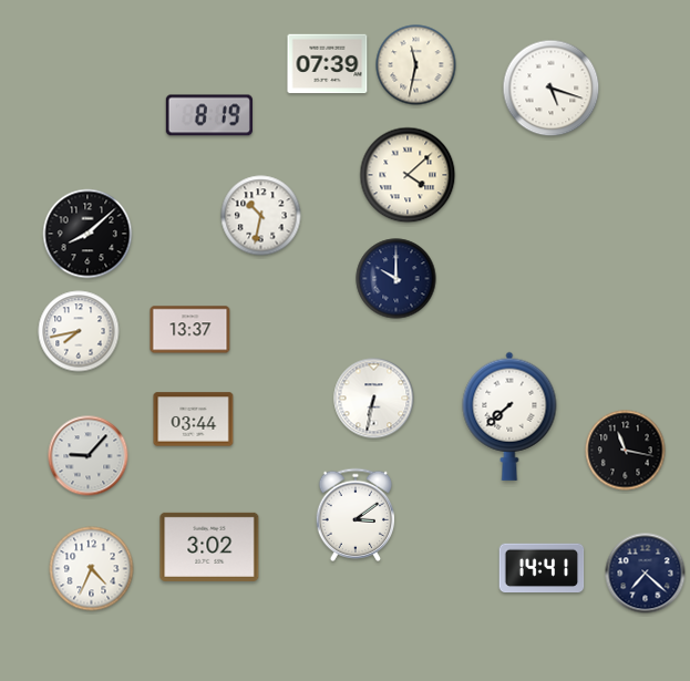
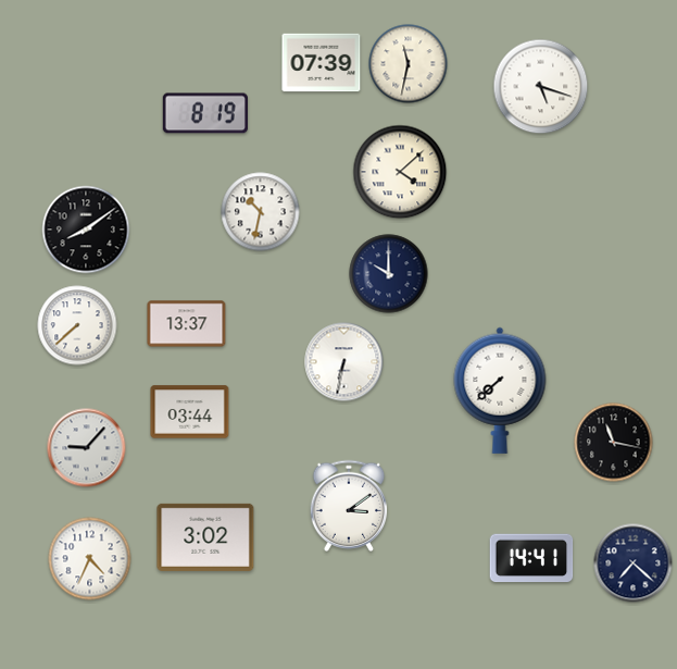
clock at (261, 216) position: (261, 216) -> (261, 212)
clock at (87, 234): 8:08 -> 8:09
clock at (79, 331): 7:43 -> 7:38
clock at (374, 399) position: (374, 399) -> (344, 362)
clock at (509, 416) position: (509, 416) -> (500, 391)
